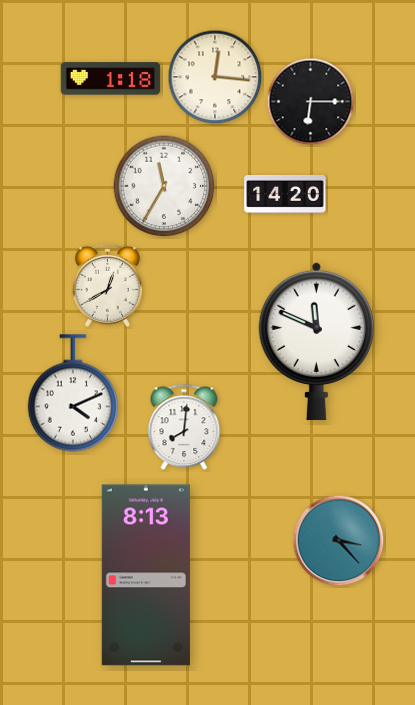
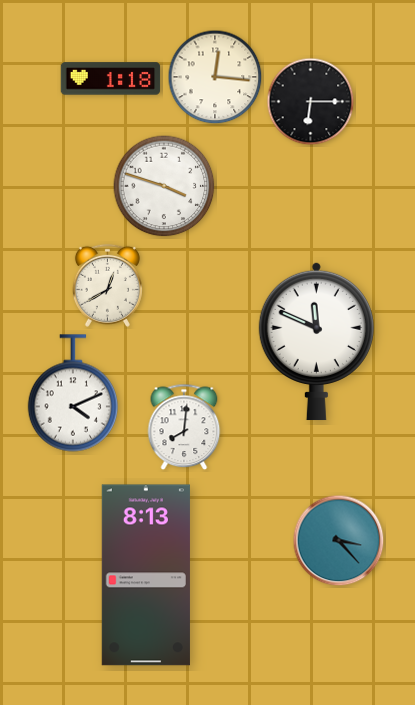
clock at (164, 186): 11:35 -> 3:48
clock at (285, 194): 14:20 -> none
